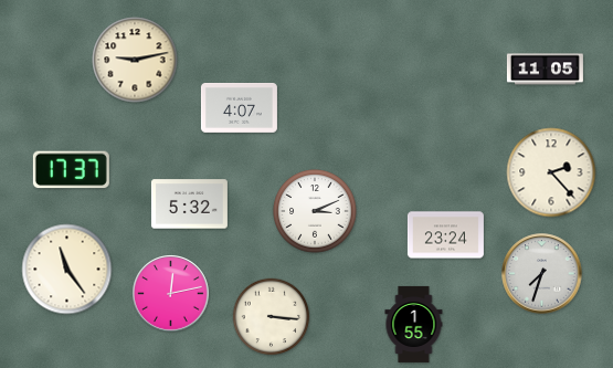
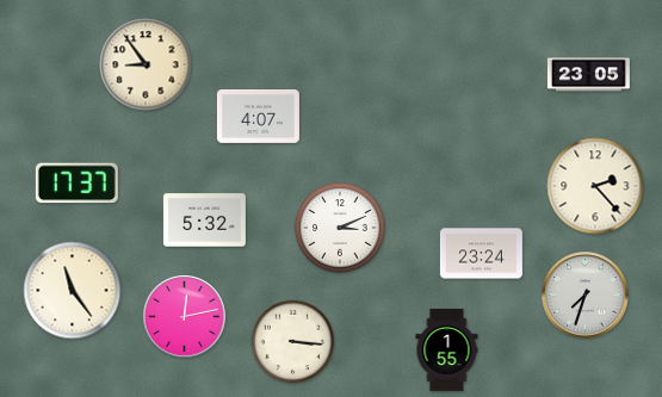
clock at (135, 60): 9:13 -> 8:54
clock at (545, 70): 11:05 -> 23:05
